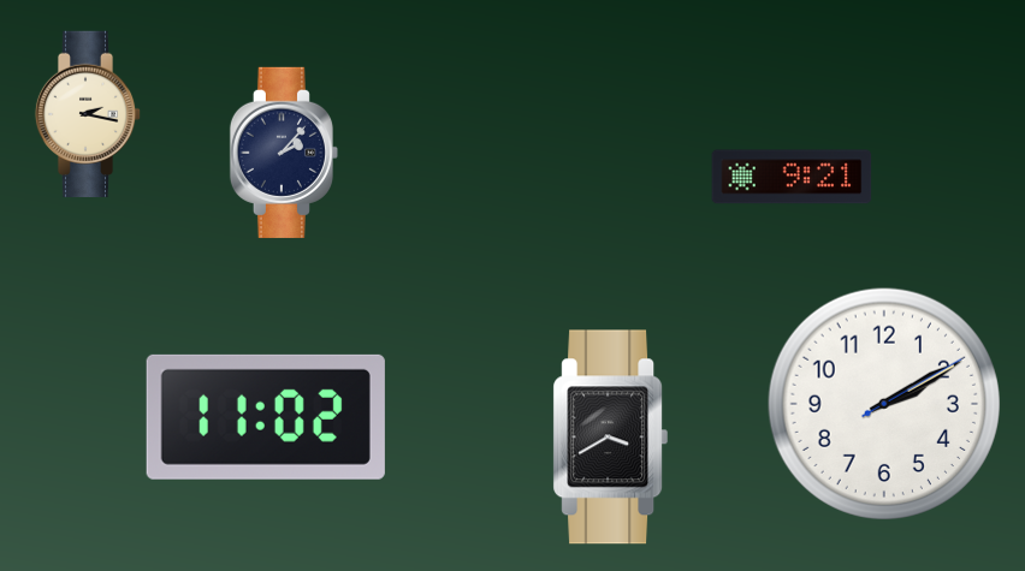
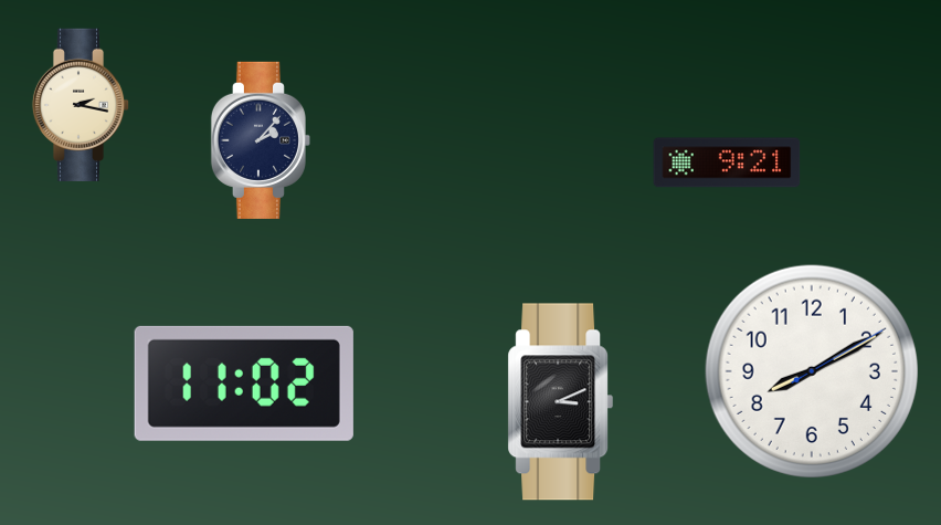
clock at (883, 403): 2:10 -> 8:10
clock at (611, 438): 3:40 -> 3:11
